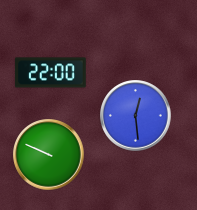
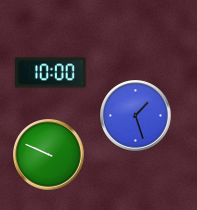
clock at (51, 73): 22:00 -> 10:00
clock at (136, 116): 12:29 -> 1:27
